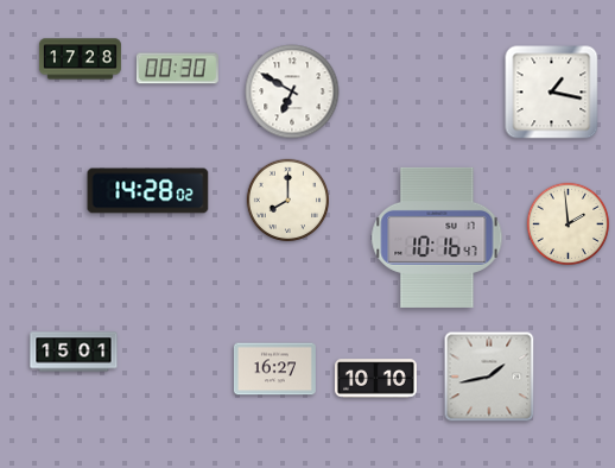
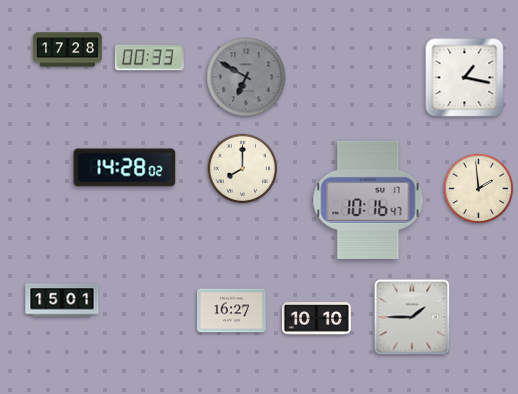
clock at (177, 69): 00:30 -> 00:33
clock at (292, 91) dial: white -> grey
clock at (148, 191) position: (148, 191) -> (125, 168)
clock at (74, 352) position: (74, 352) -> (62, 300)
clock at (489, 377): 1:43 -> 1:45
